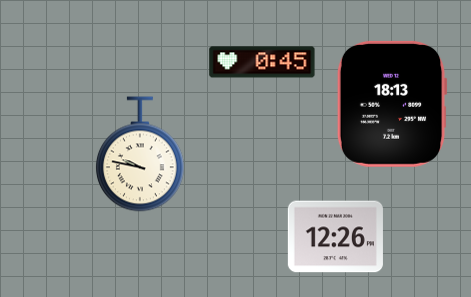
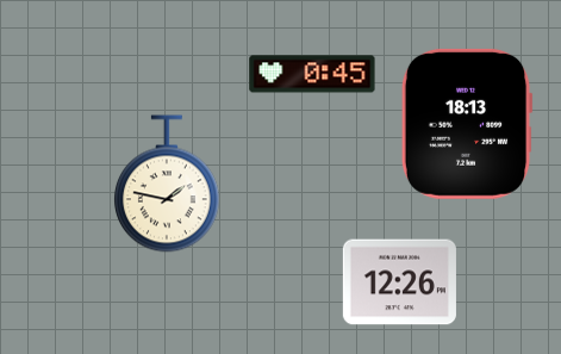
clock at (140, 154): 9:47 -> 1:47
